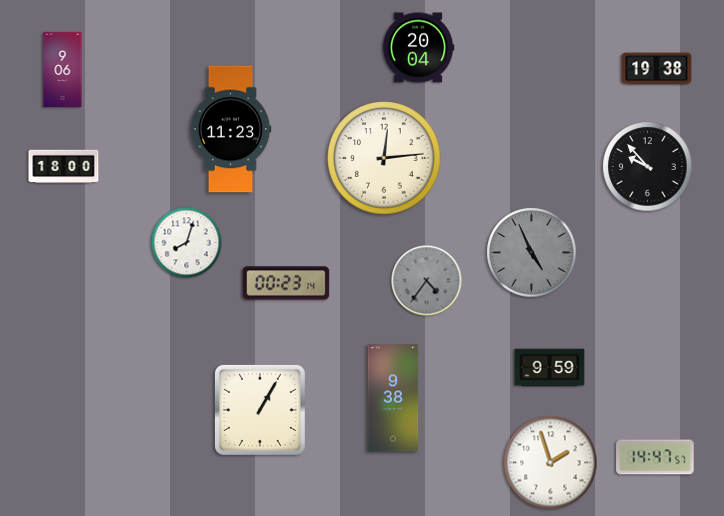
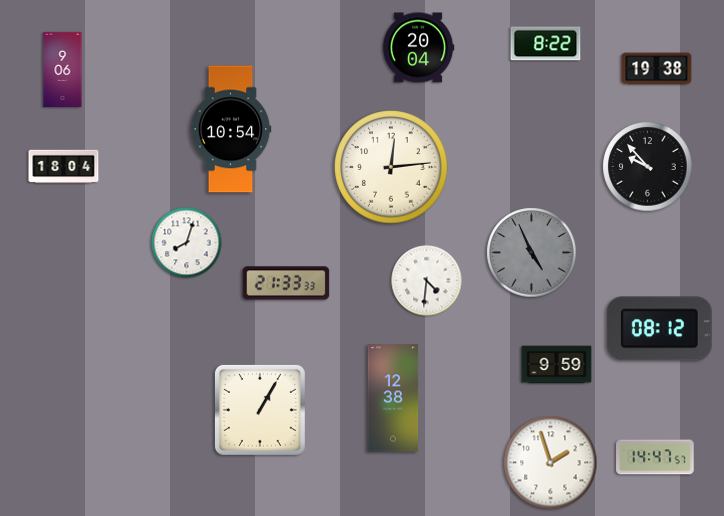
clock at (546, 44): none -> 8:22
clock at (231, 129): 11:23 -> 10:54
clock at (384, 158) position: (384, 158) -> (391, 167)
clock at (64, 167): 18:00 -> 18:04
clock at (427, 281): 4:36 -> 4:31
clock at (427, 281) dial: grey -> white
clock at (286, 283): 00:23 -> 21:33
clock at (659, 329): none -> 08:12
clock at (550, 368) position: (550, 368) -> (557, 365)
clock at (393, 398): 9:38 -> 12:38
